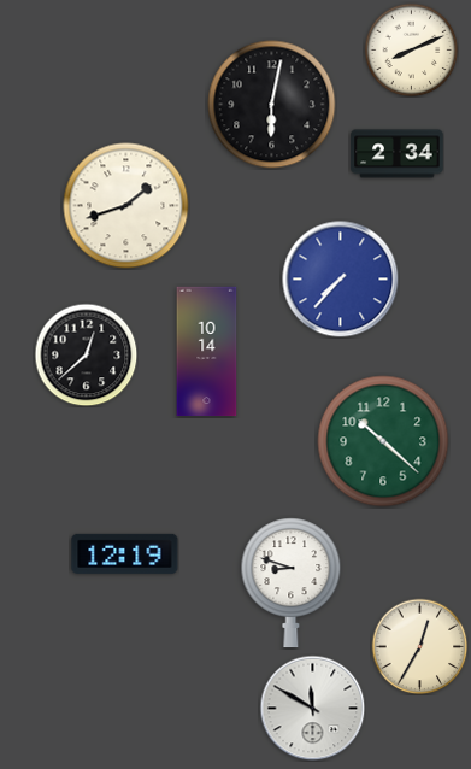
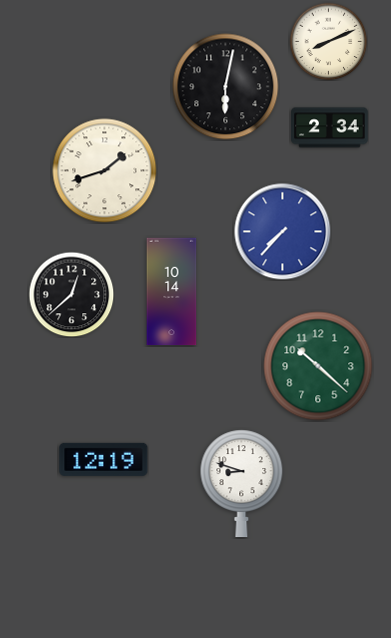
clock at (411, 49) position: (411, 49) -> (328, 41)
clock at (419, 646): 12:35 -> none
clock at (312, 708): 11:50 -> none
